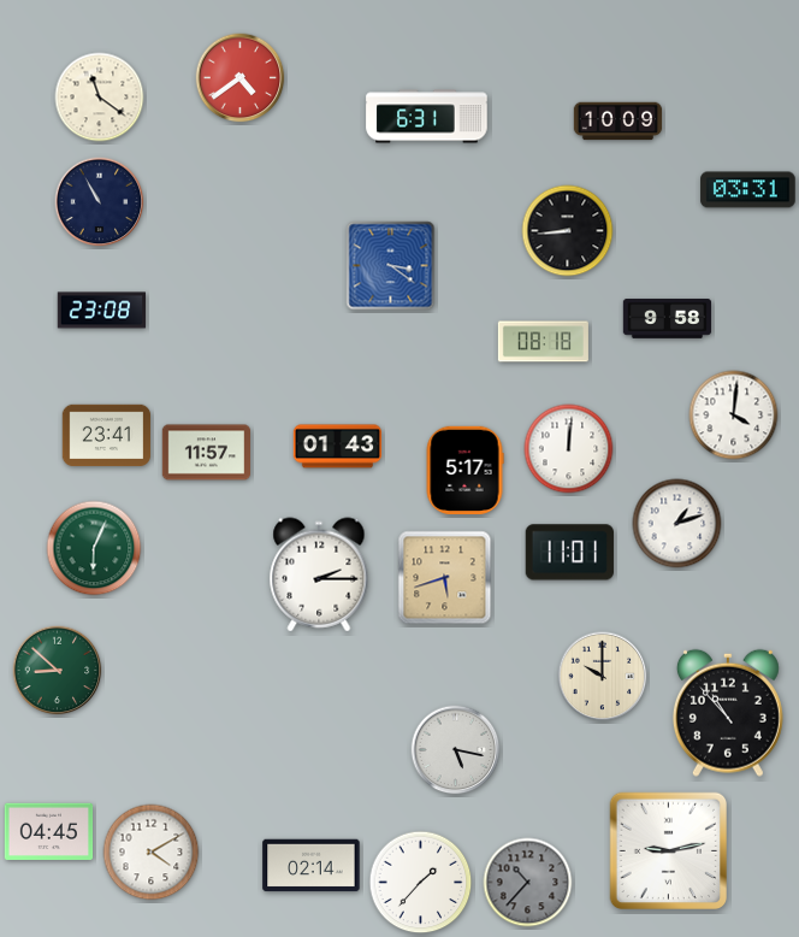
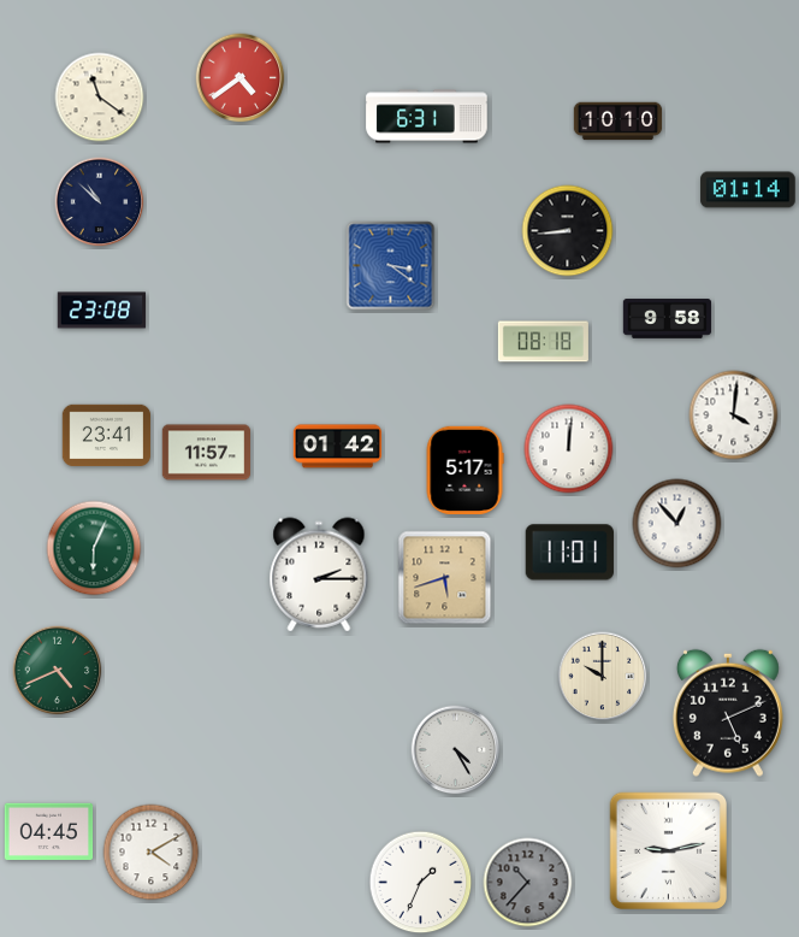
clock at (619, 122): 10:09 -> 10:10
clock at (748, 190): 03:31 -> 01:14
clock at (100, 202): 10:55 -> 10:52
clock at (337, 447): 01:43 -> 01:42
clock at (677, 524): 1:12 -> 12:53
clock at (58, 671): 8:52 -> 4:41
clock at (728, 713): 10:53 -> 5:11
clock at (456, 750): 5:17 -> 4:25
clock at (312, 866): 02:14 -> none
clock at (421, 883): 1:37 -> 1:34
